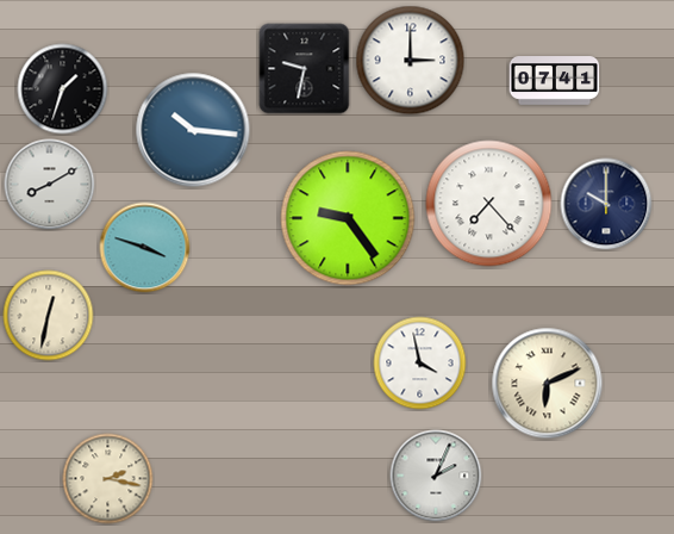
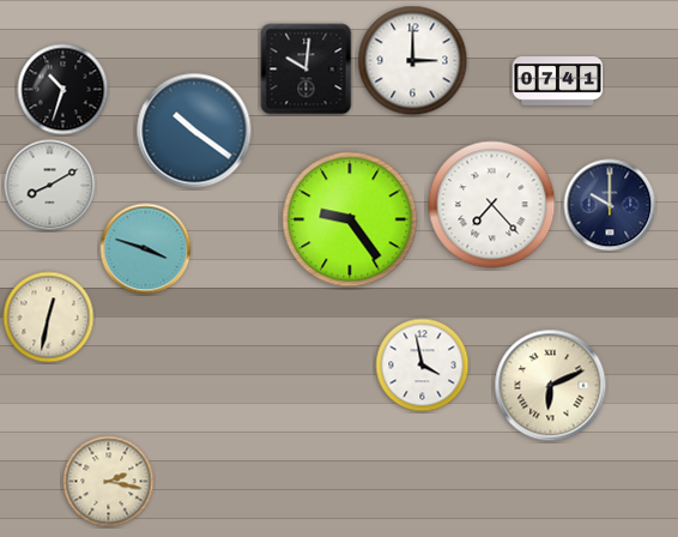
clock at (305, 69): 9:32 -> 10:01
clock at (63, 89): 1:33 -> 10:33
clock at (193, 130): 10:16 -> 10:21
clock at (436, 476): 2:04 -> none
